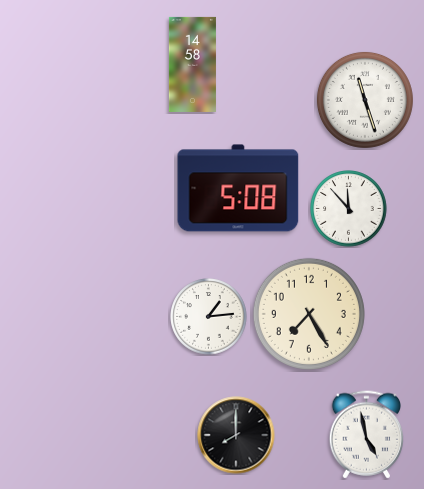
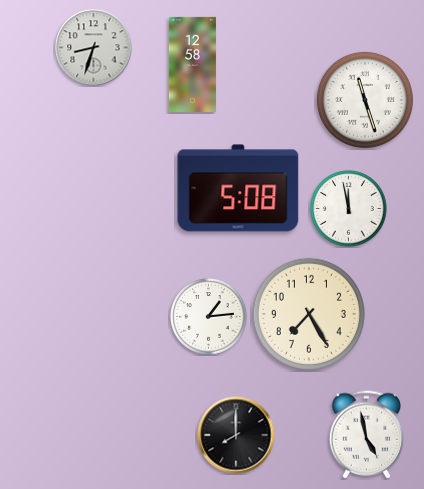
clock at (94, 48): none -> 8:33
clock at (192, 64): 14:58 -> 12:58
clock at (349, 209): 11:53 -> 11:58
